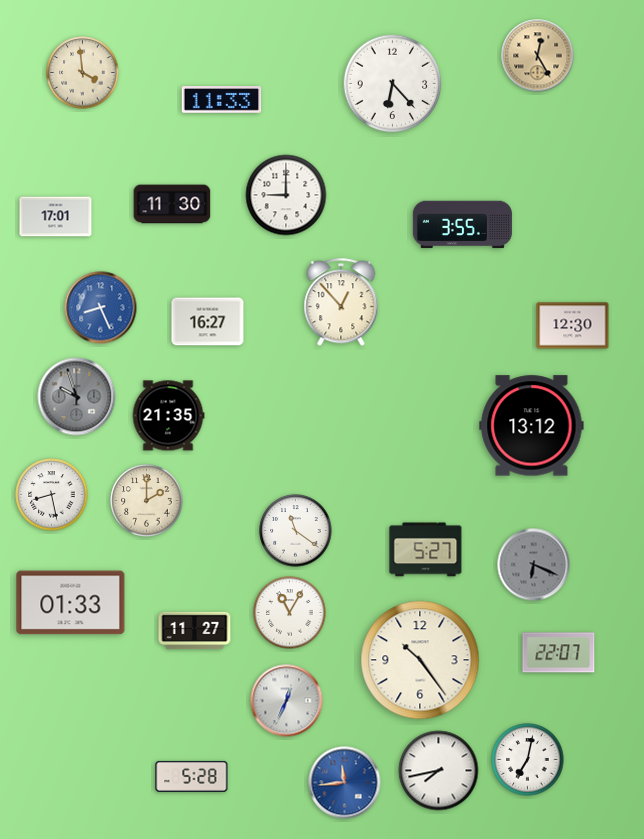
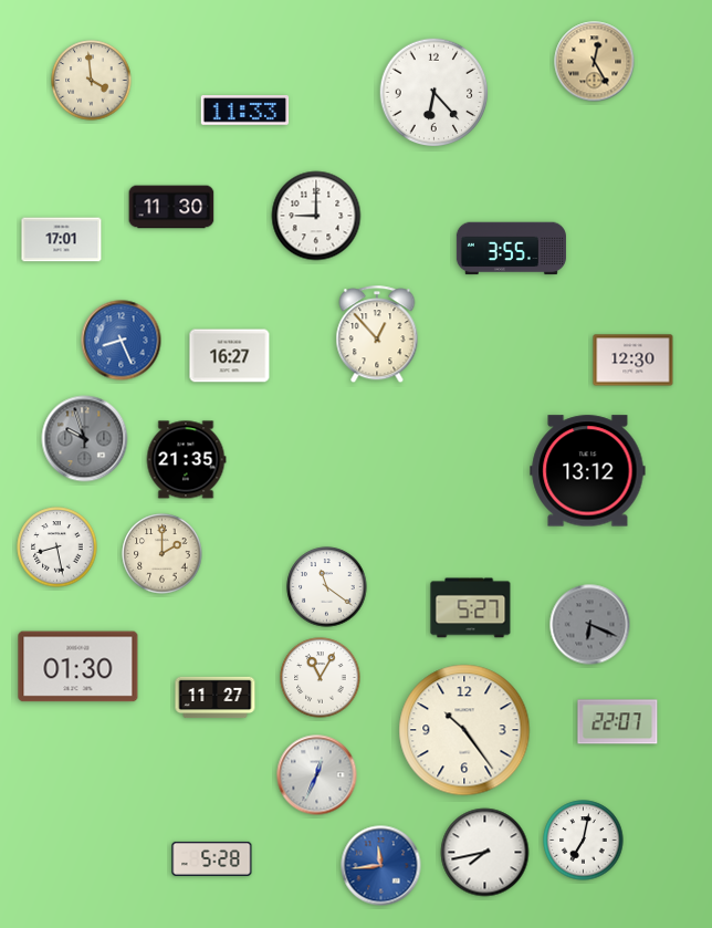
clock at (172, 204) position: (172, 204) -> (171, 207)
clock at (101, 308) position: (101, 308) -> (122, 341)
clock at (71, 603): 01:33 -> 01:30
